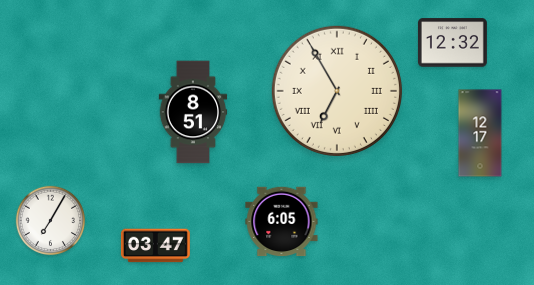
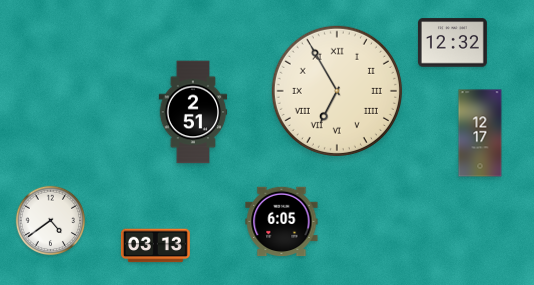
clock at (193, 112): 8:51 -> 2:51
clock at (51, 221): 7:05 -> 4:39
clock at (155, 246): 03:47 -> 03:13
